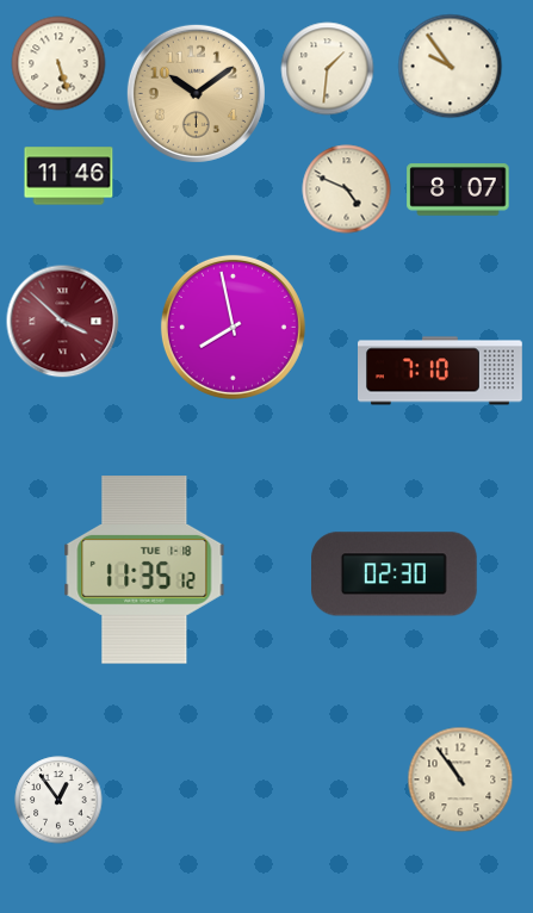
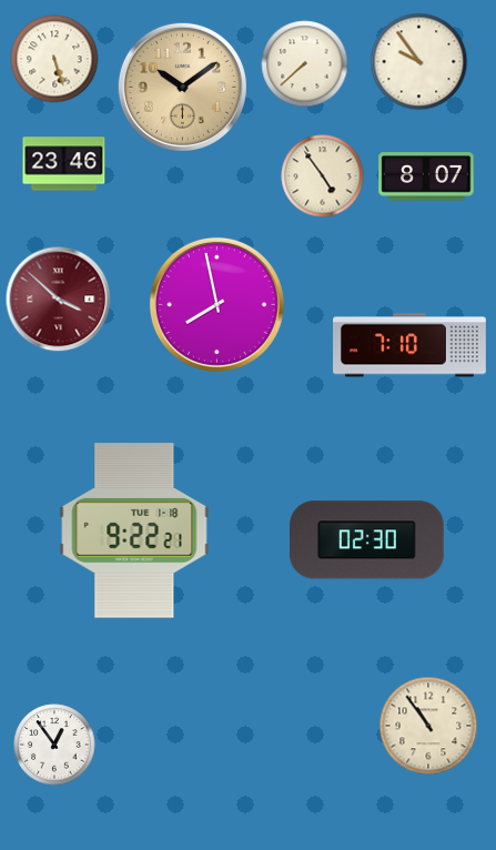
clock at (328, 69): 1:31 -> 7:38
clock at (69, 176): 11:46 -> 23:46
clock at (347, 190): 4:49 -> 4:54
clock at (144, 570): 11:35 -> 9:22
clock at (395, 574) position: (395, 574) -> (367, 540)
